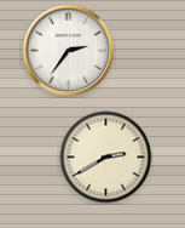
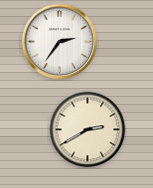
clock at (69, 51) position: (69, 51) -> (60, 42)
